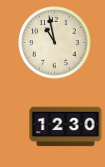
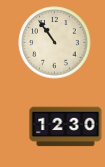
clock at (55, 43): 10:58 -> 10:54
